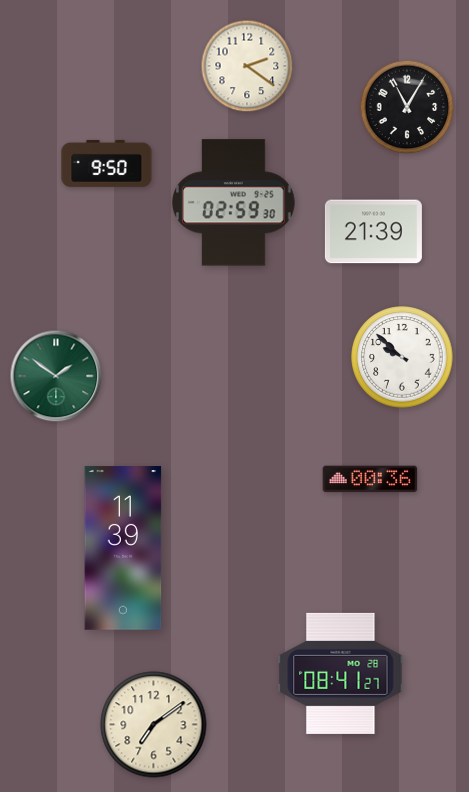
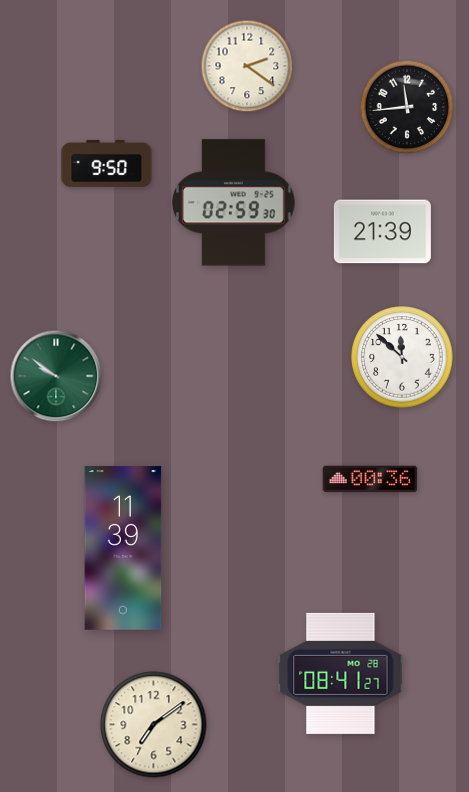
clock at (407, 107): 11:05 -> 11:44
clock at (373, 232) position: (373, 232) -> (382, 232)
clock at (402, 357): 9:52 -> 11:52
clock at (56, 376): 1:51 -> 9:51
